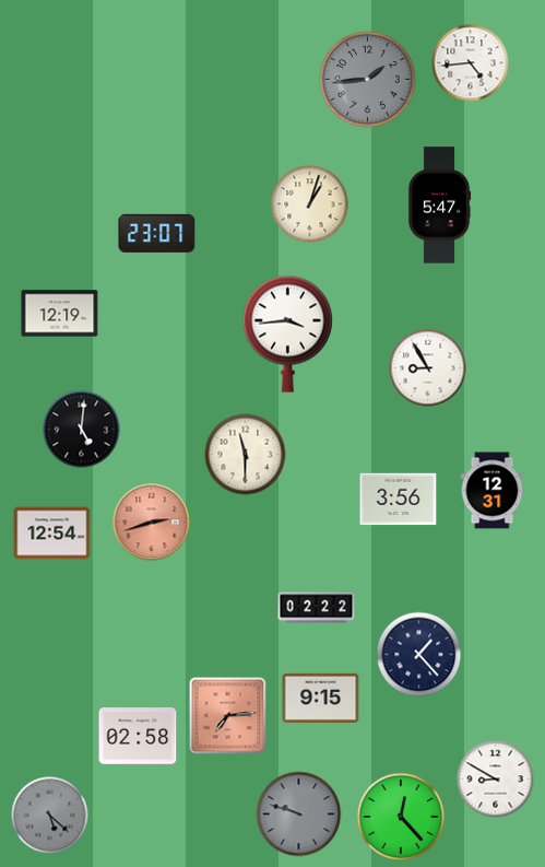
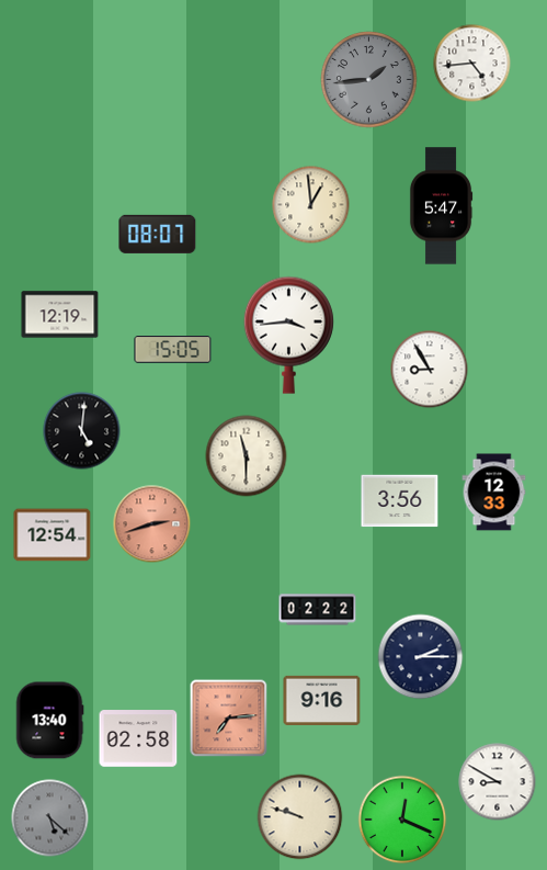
clock at (310, 204): 1:03 -> 12:59
clock at (157, 233): 23:07 -> 08:07
clock at (173, 350): none -> 15:05
clock at (493, 491): 12:31 -> 12:33
clock at (419, 655): 1:23 -> 2:15
clock at (321, 698): 9:15 -> 9:16
clock at (49, 721): none -> 13:40
clock at (299, 815) dial: grey -> cream
clock at (401, 817): 12:23 -> 12:19
